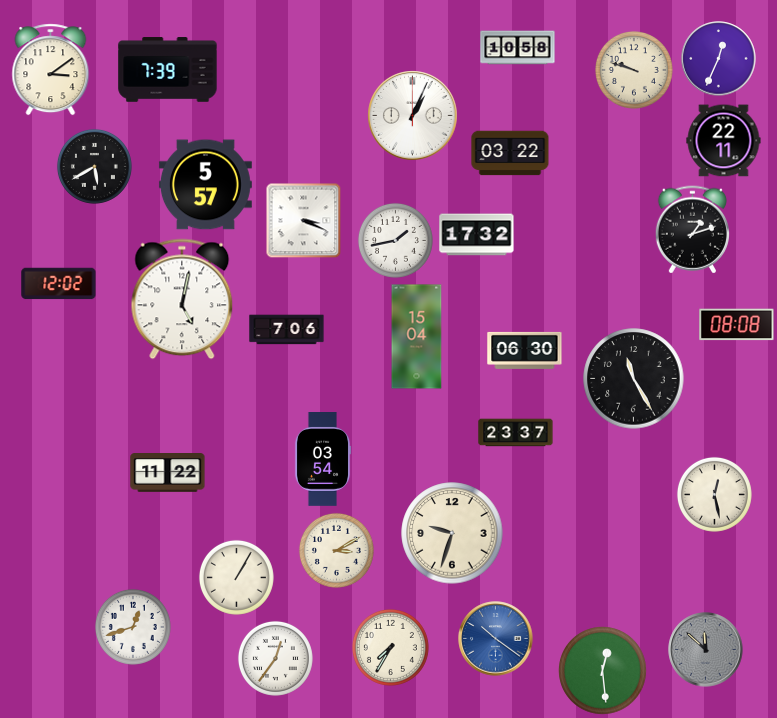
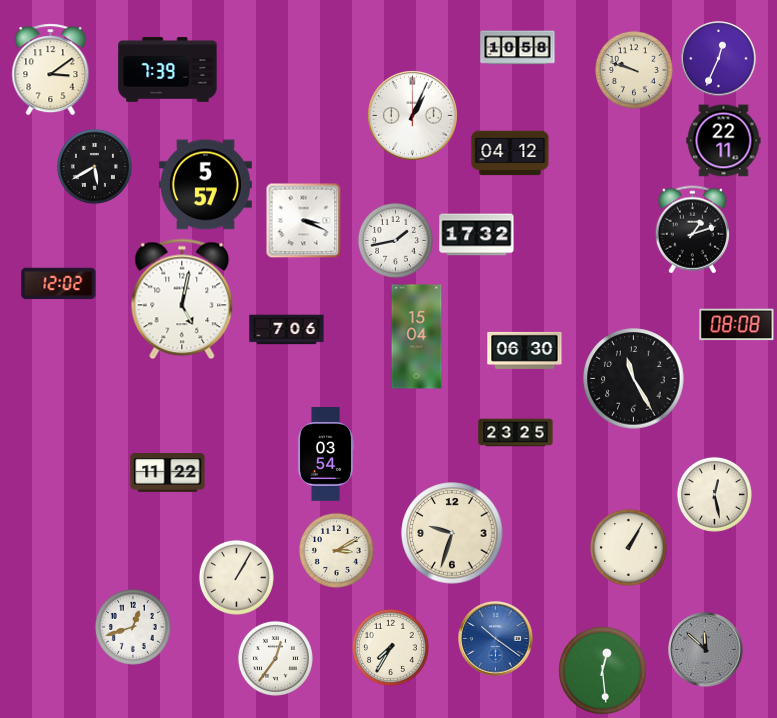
clock at (510, 153): 03:22 -> 04:12
clock at (516, 433): 23:37 -> 23:25
clock at (323, 460) position: (323, 460) -> (326, 455)
clock at (628, 547): none -> 1:05
